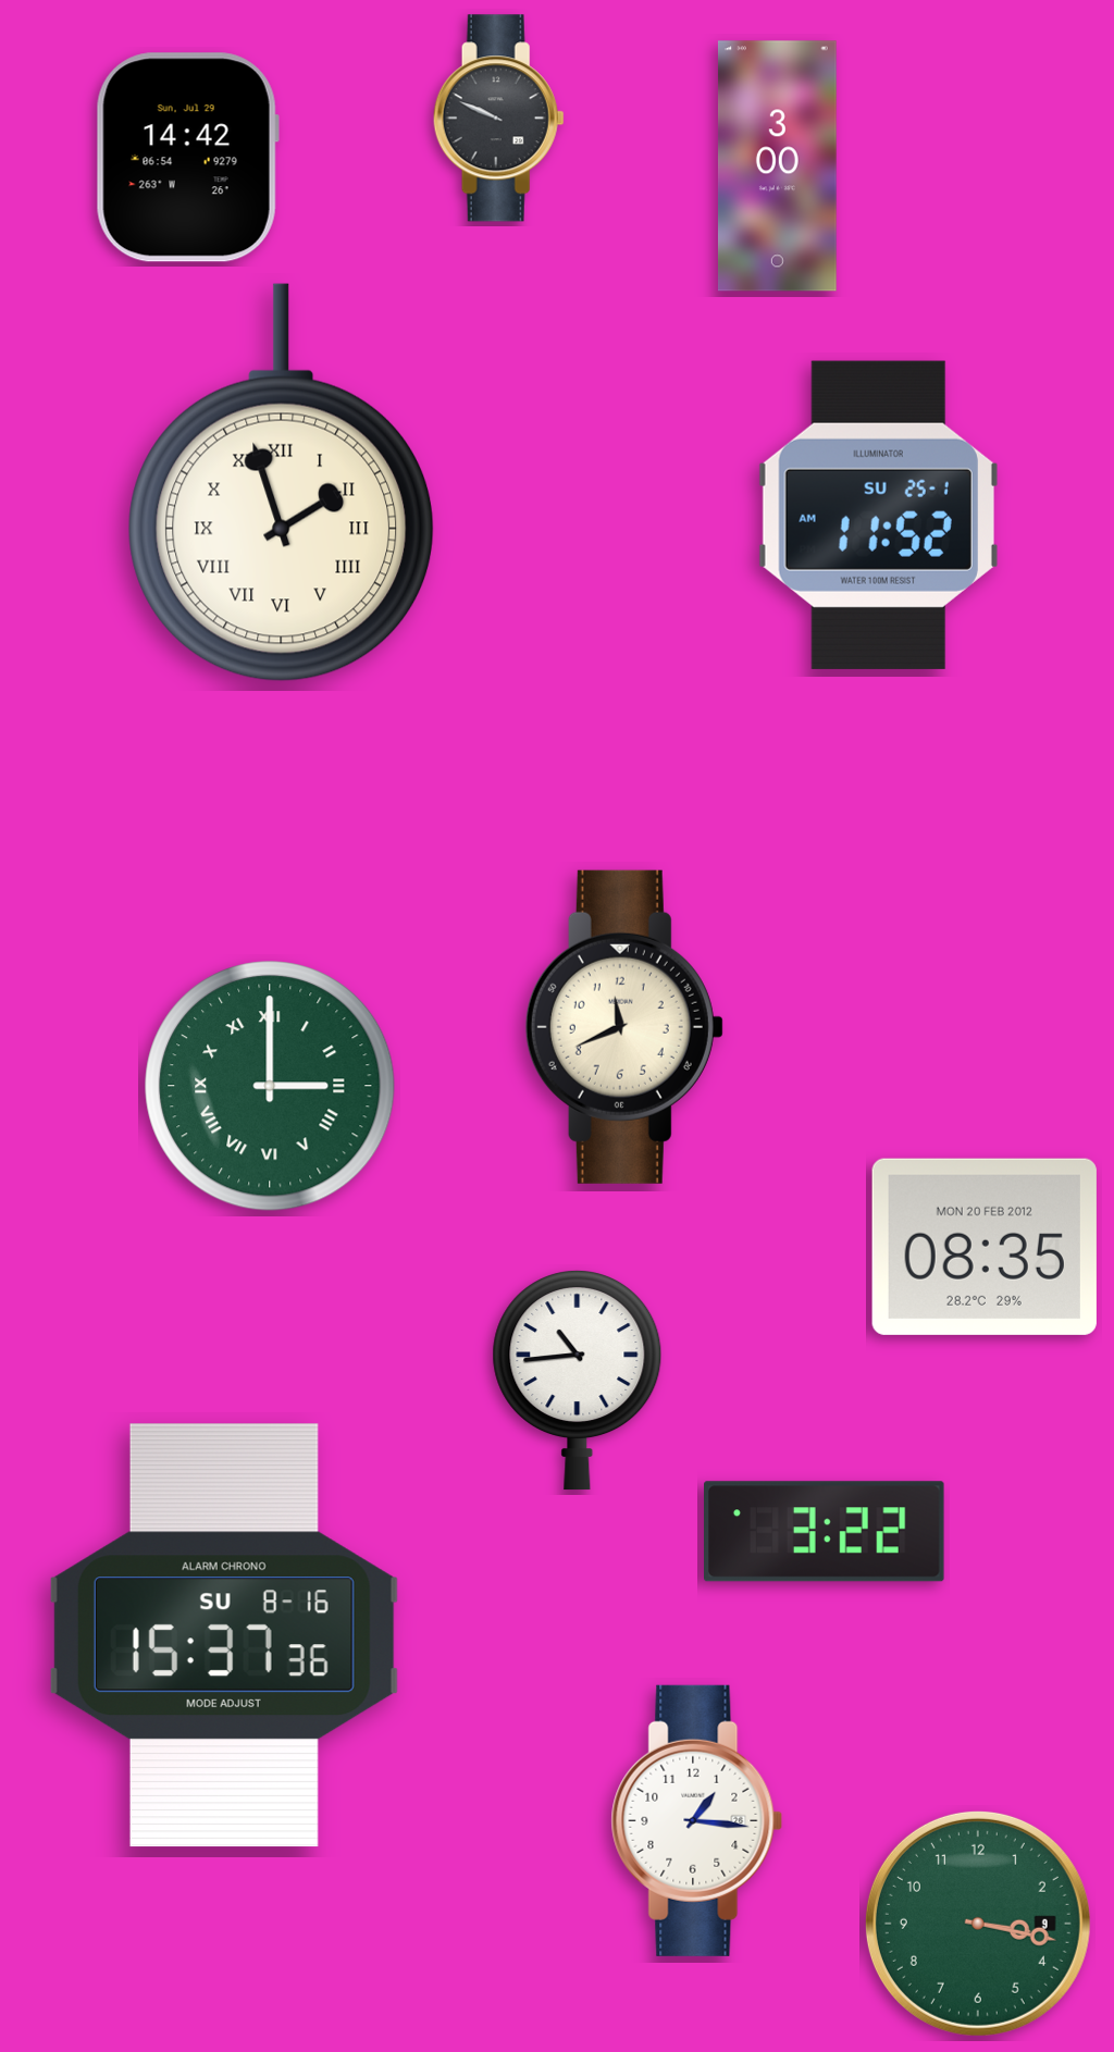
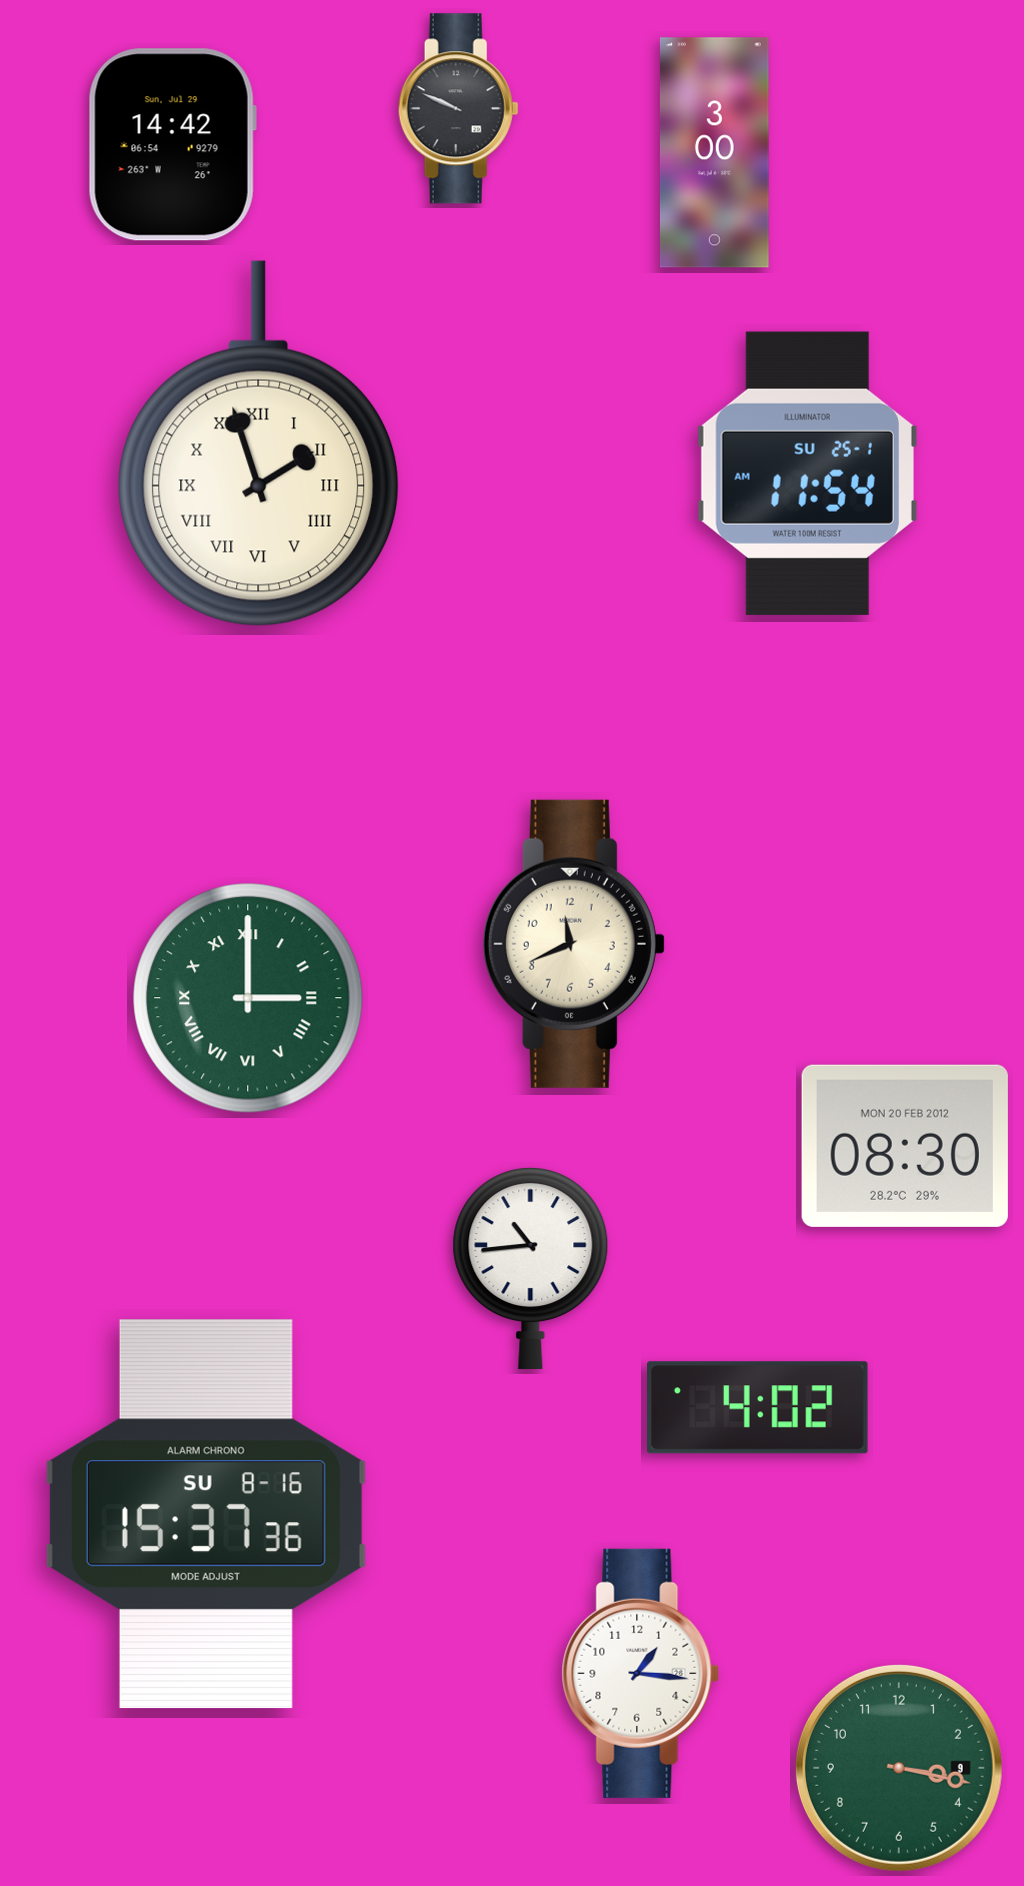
clock at (878, 515): 11:52 -> 11:54
clock at (985, 1247): 08:35 -> 08:30
clock at (825, 1532): 3:22 -> 4:02
clock at (224, 1635) position: (224, 1635) -> (206, 1514)
